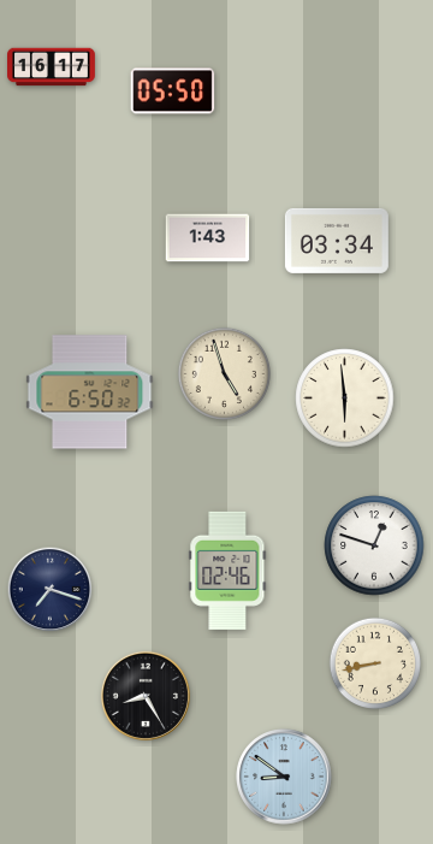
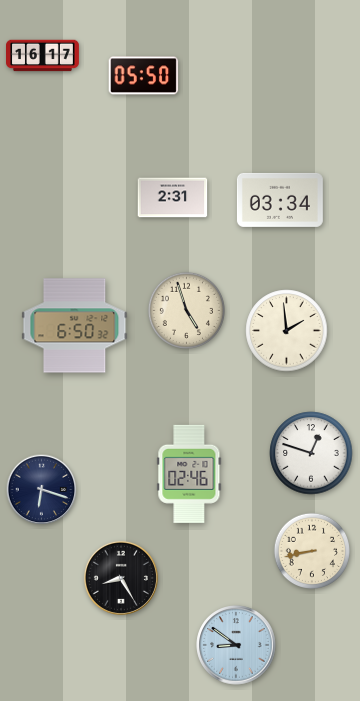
clock at (208, 238): 1:43 -> 2:31
clock at (345, 399): 5:59 -> 1:59
clock at (51, 590): 7:18 -> 6:18
